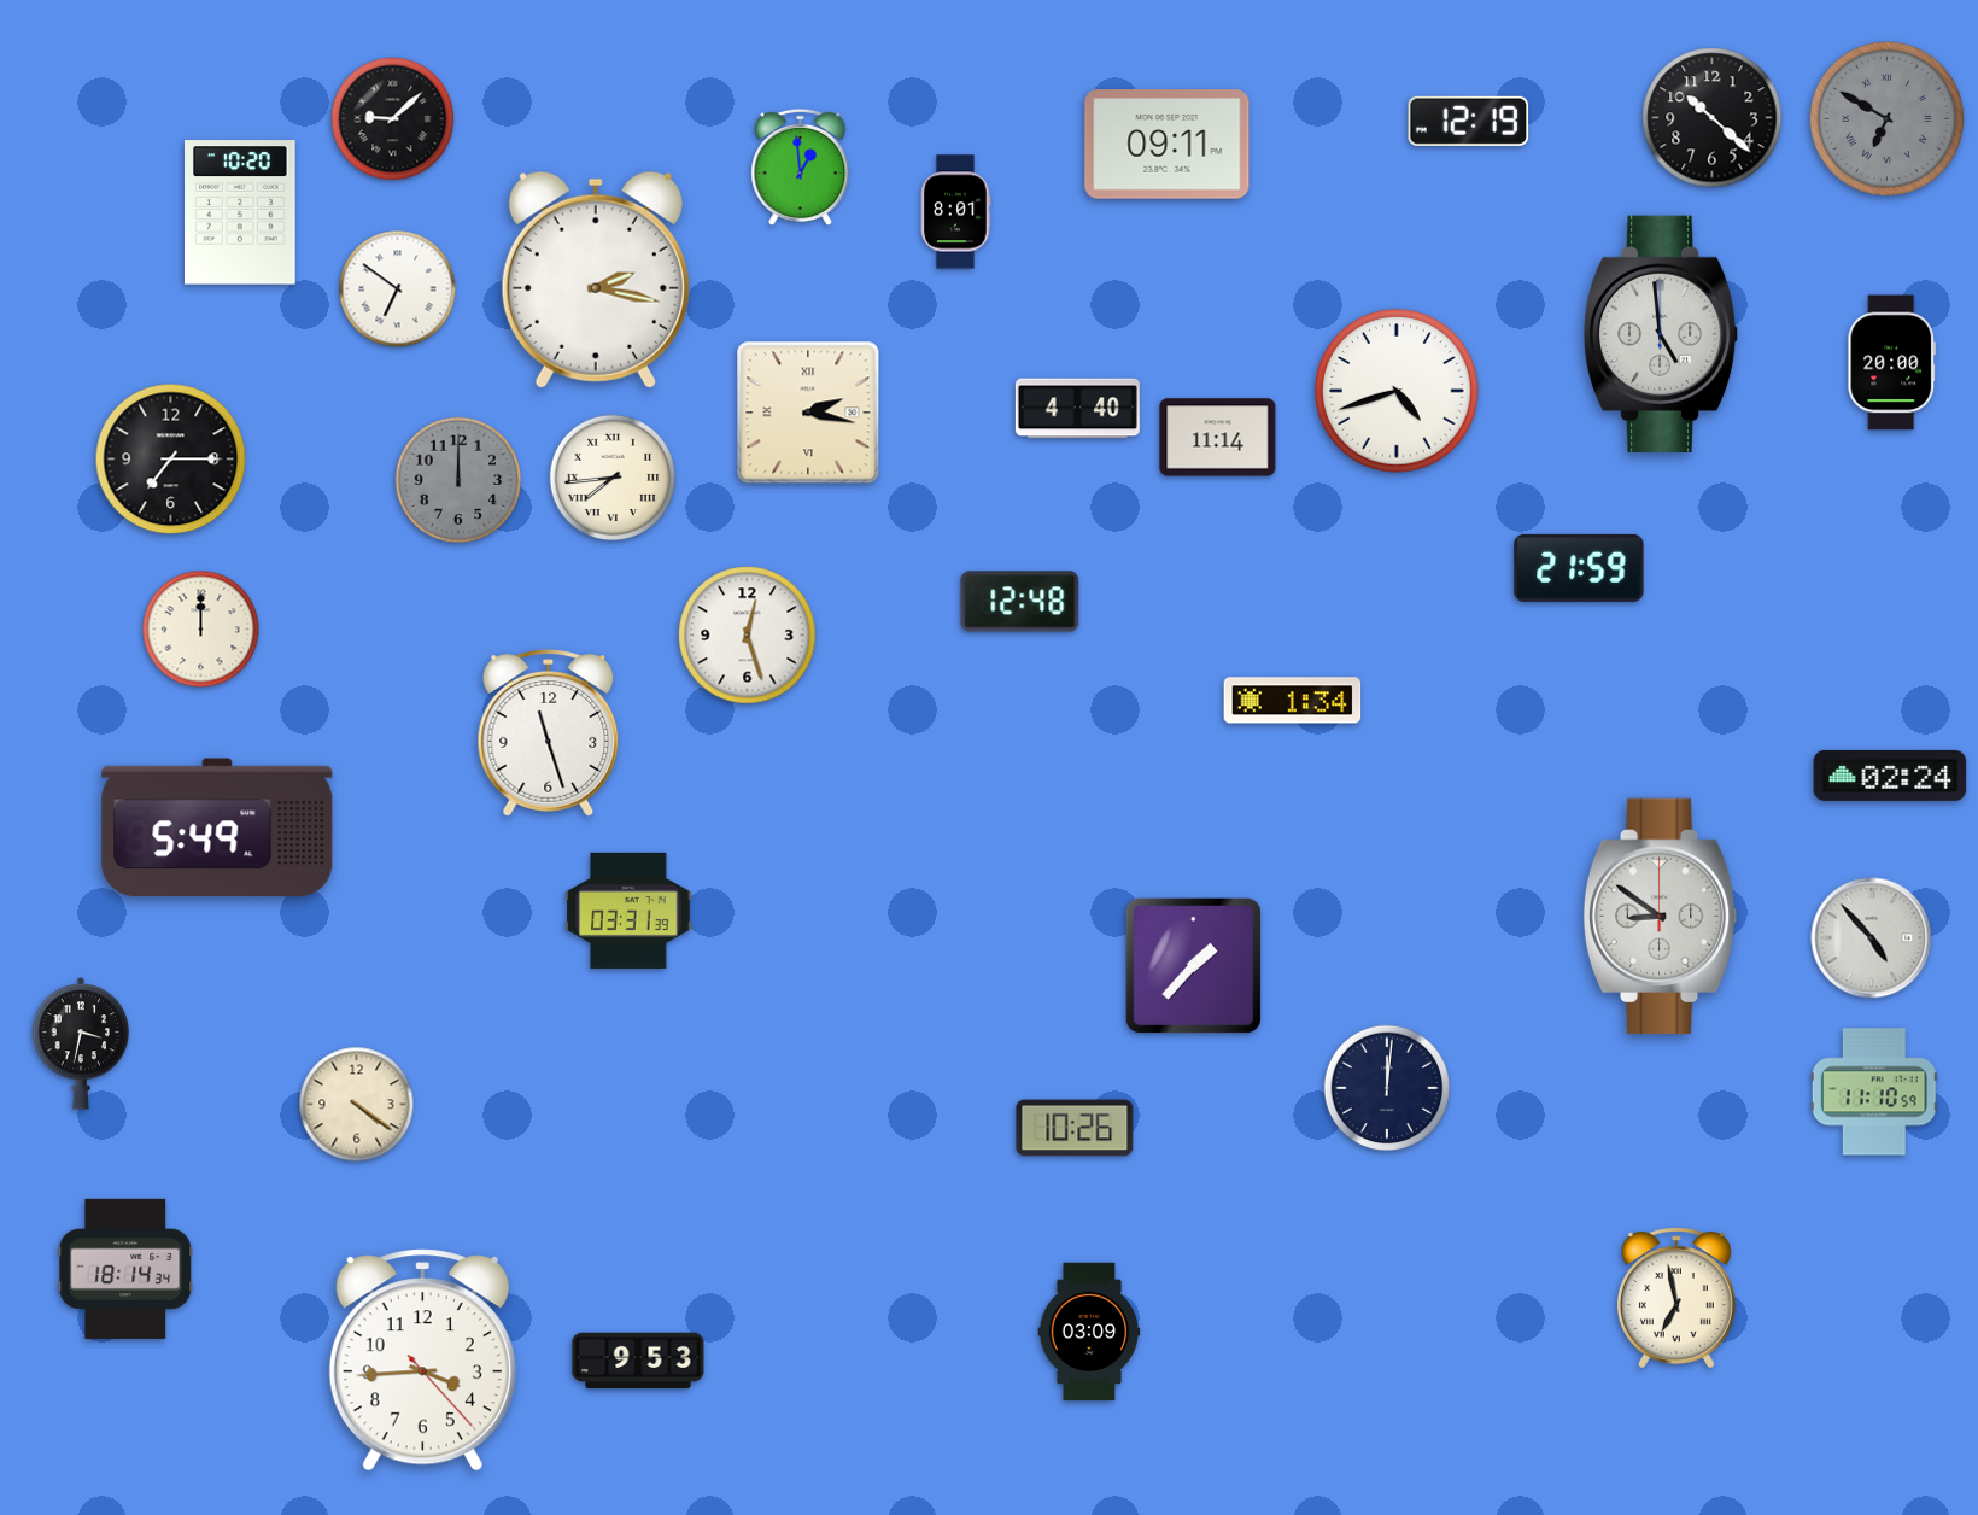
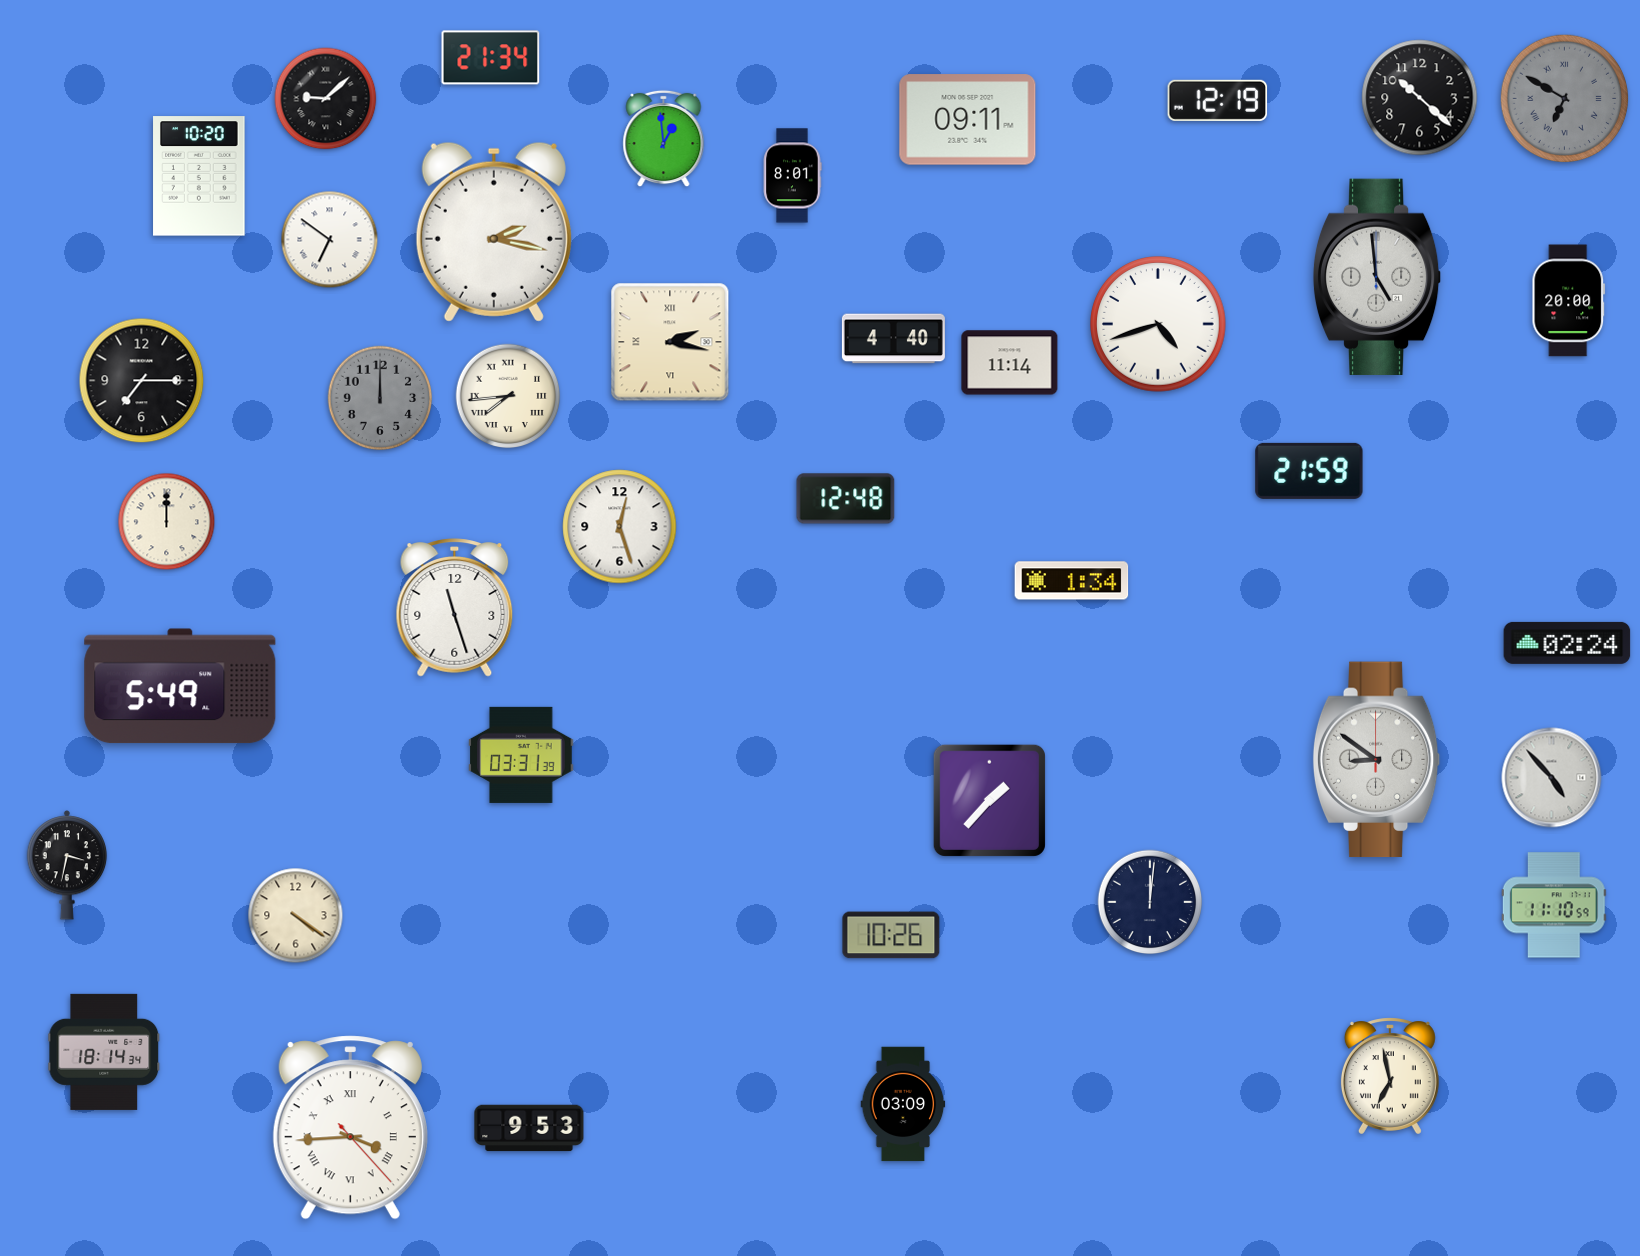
clock at (491, 58): none -> 21:34
clock at (422, 1361) numerals: Arabic -> Roman
